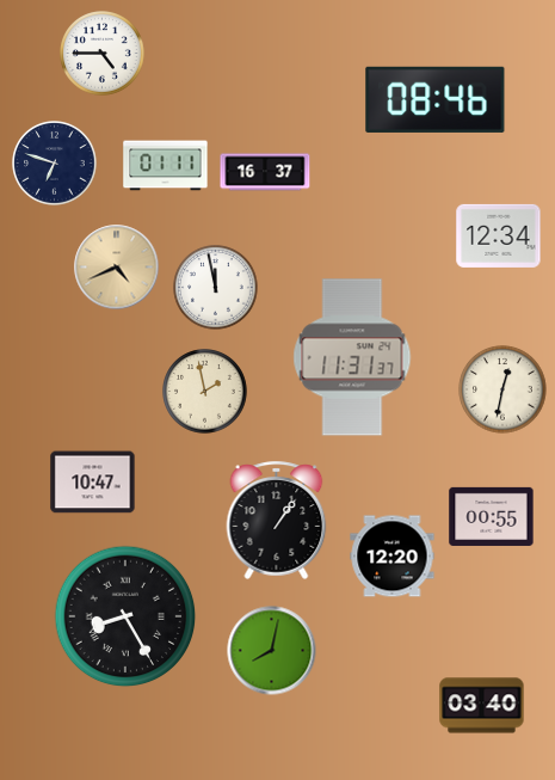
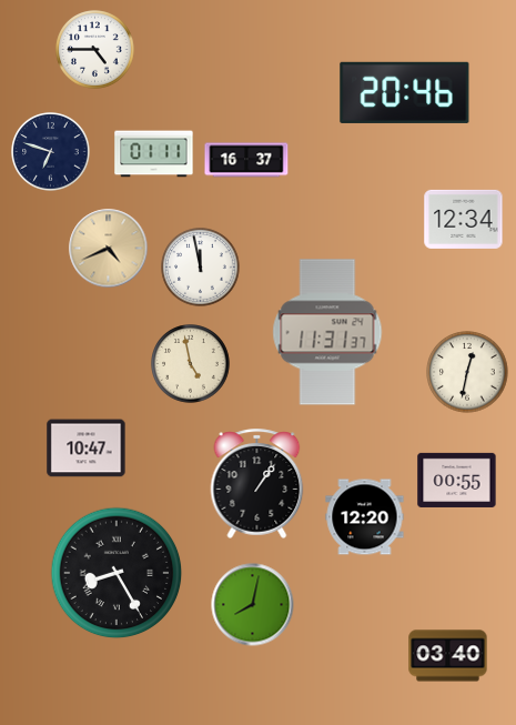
clock at (436, 99): 08:46 -> 20:46
clock at (502, 389) position: (502, 389) -> (467, 372)
clock at (205, 392): 1:58 -> 4:58
